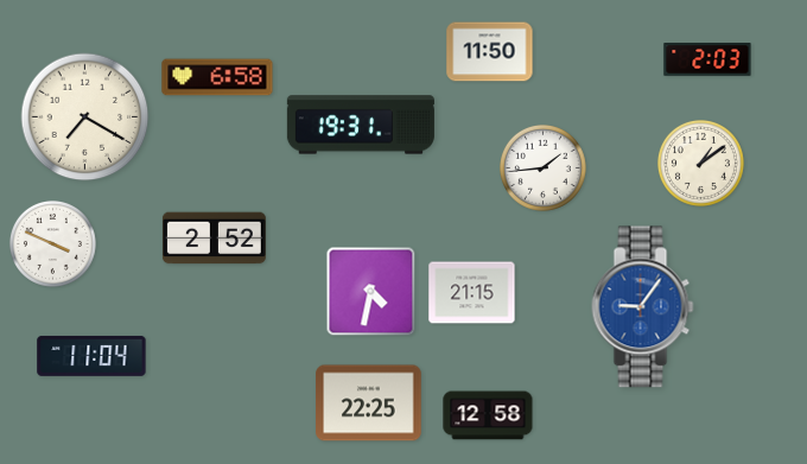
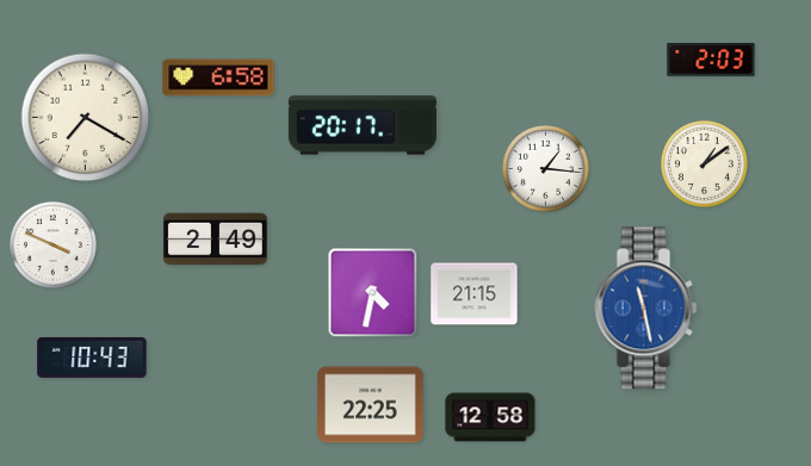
clock at (490, 52): 11:50 -> none
clock at (361, 125): 19:31 -> 20:17
clock at (542, 167): 1:44 -> 1:16
clock at (214, 239): 2:52 -> 2:49
clock at (643, 307): 9:06 -> 11:28
clock at (91, 356): 11:04 -> 10:43
